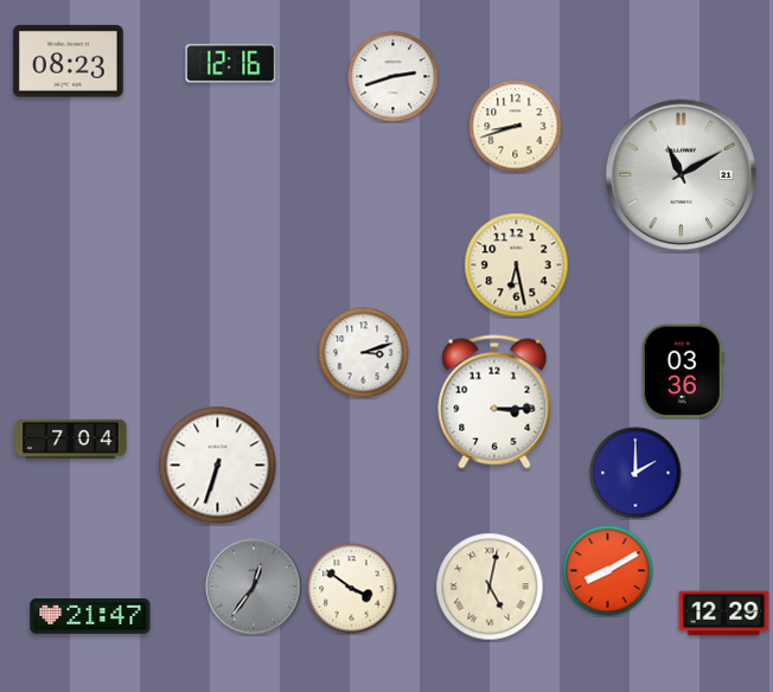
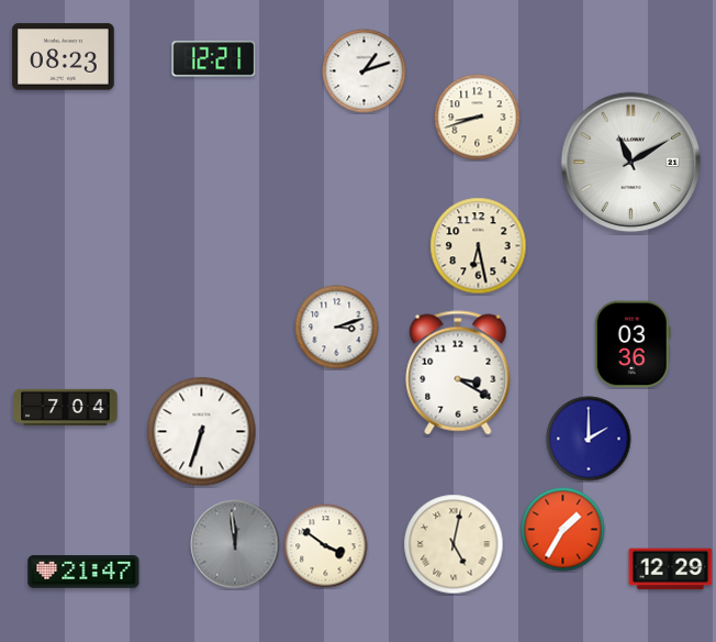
clock at (231, 64): 12:16 -> 12:21
clock at (394, 77): 2:42 -> 1:12
clock at (494, 402): 3:15 -> 3:20
clock at (608, 571): 8:10 -> 1:35
clock at (254, 587): 12:36 -> 11:59
